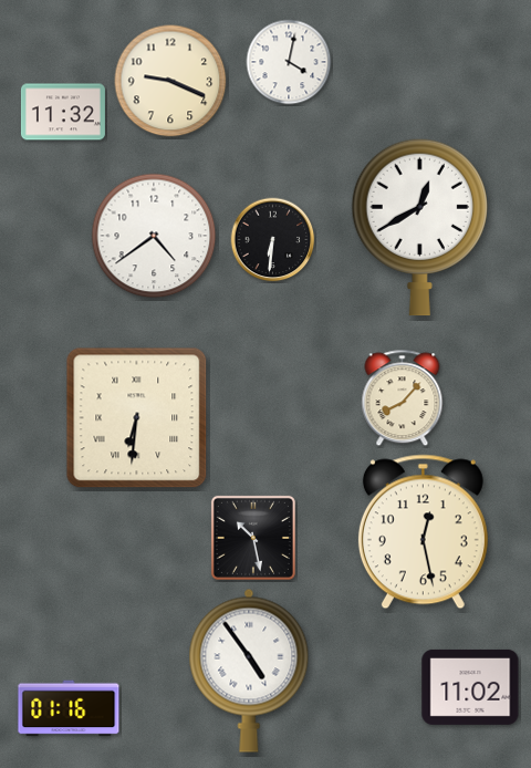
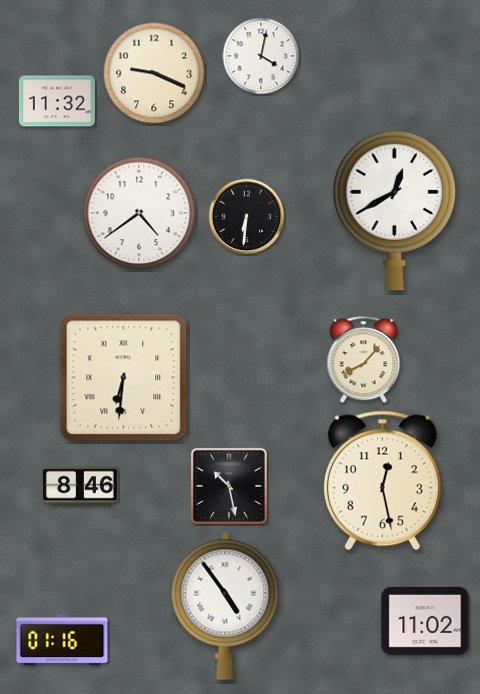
clock at (419, 227) position: (419, 227) -> (394, 210)
clock at (80, 486): none -> 8:46
